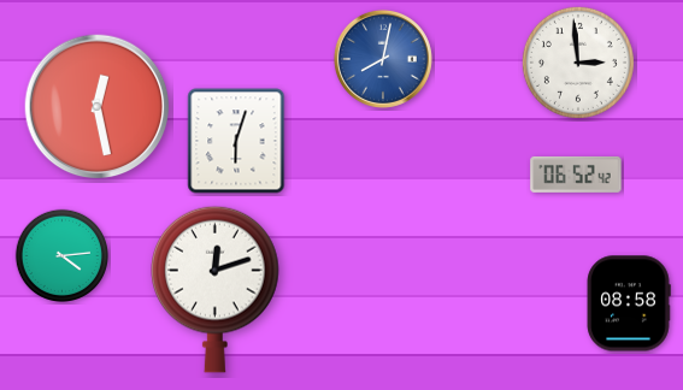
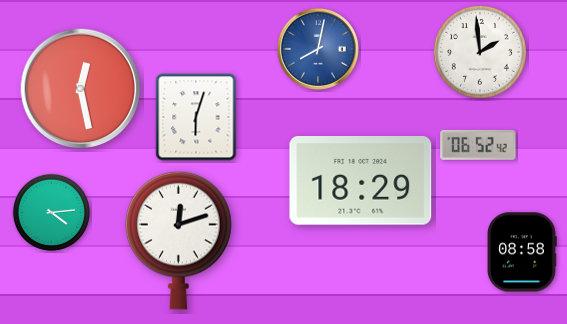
clock at (578, 63): 2:59 -> 1:59
clock at (361, 181): none -> 18:29
